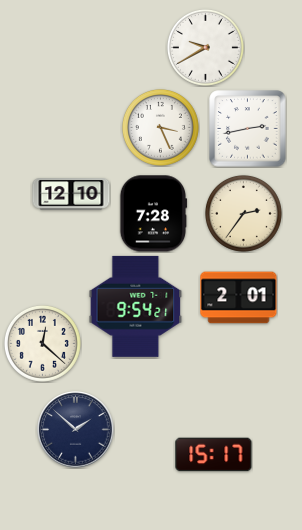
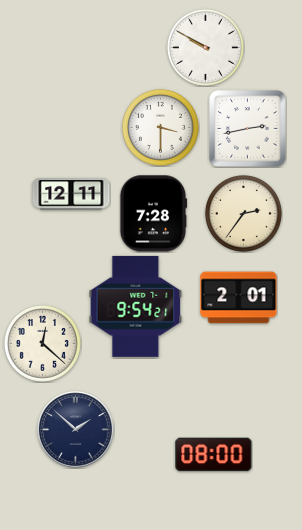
clock at (205, 47): 9:40 -> 9:50
clock at (160, 127): 3:26 -> 3:30
clock at (71, 194): 12:10 -> 12:11
clock at (214, 455): 15:17 -> 08:00
